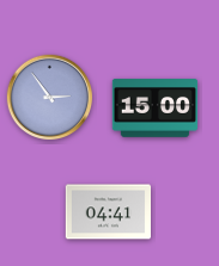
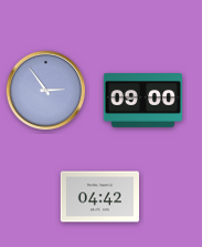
clock at (156, 109): 15:00 -> 09:00
clock at (109, 212): 04:41 -> 04:42
